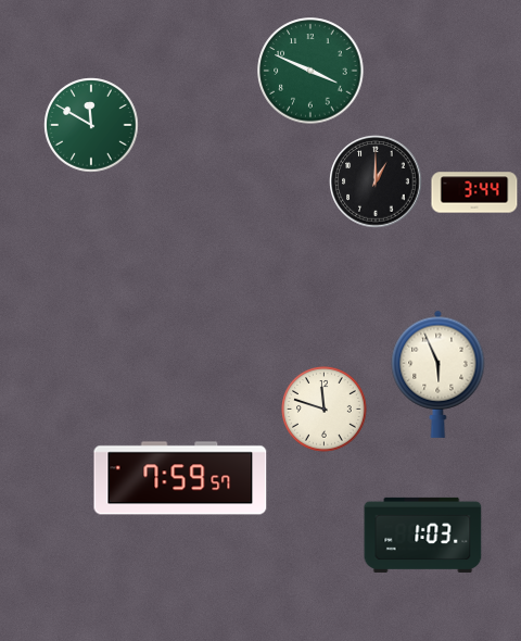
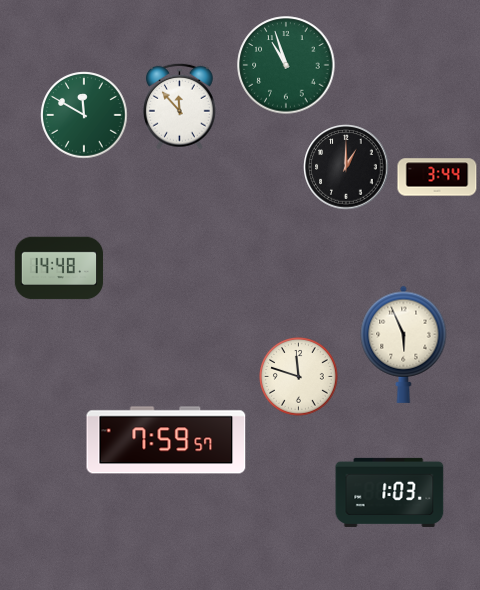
clock at (310, 71): 3:49 -> 10:57
clock at (179, 106): none -> 11:53
clock at (59, 268): none -> 14:48
